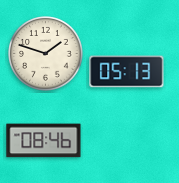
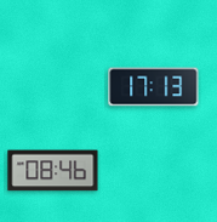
clock at (46, 54): 1:48 -> none
clock at (127, 72): 05:13 -> 17:13
